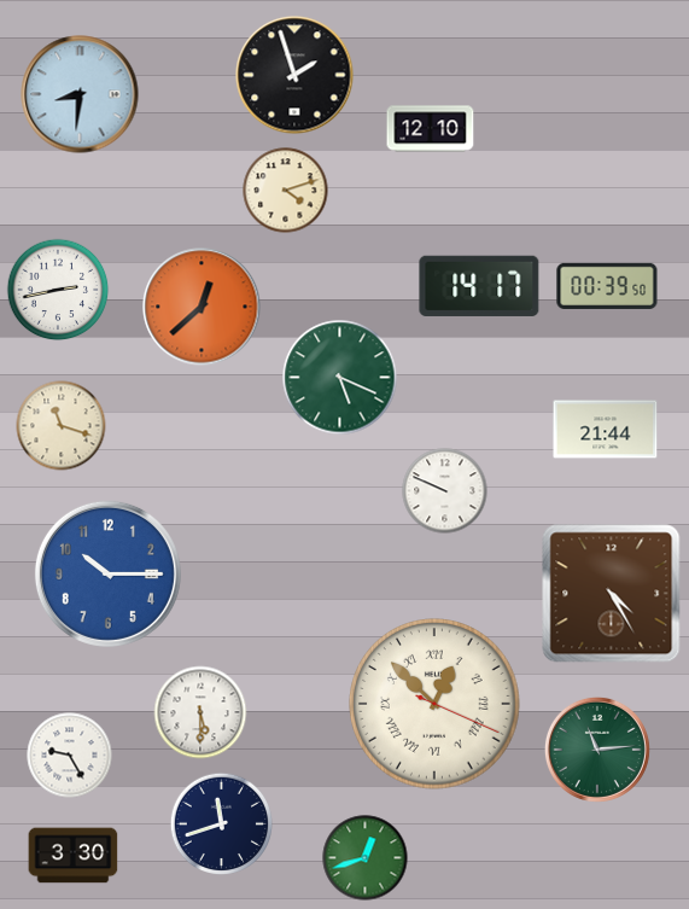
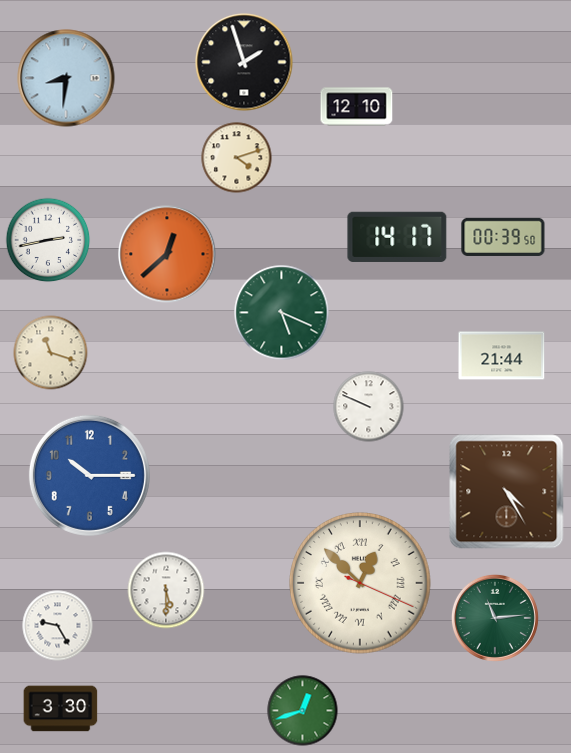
clock at (597, 750) position: (597, 750) -> (495, 618)
clock at (222, 824): 11:42 -> none
